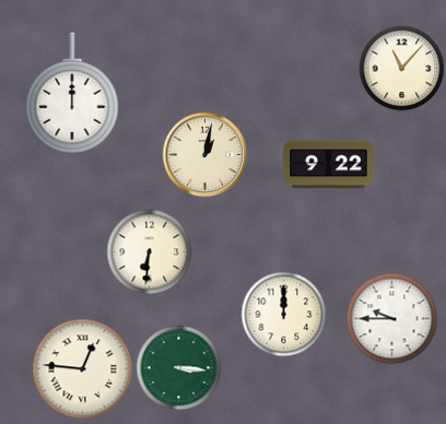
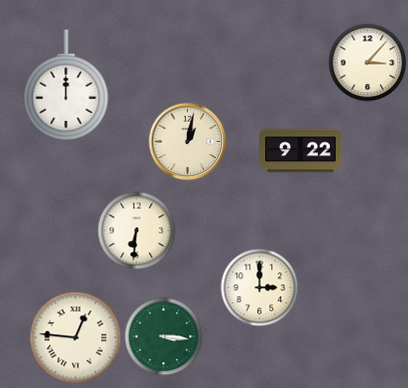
clock at (401, 68): 11:07 -> 3:07
clock at (283, 314): 12:00 -> 3:00
clock at (391, 318): 9:45 -> none
